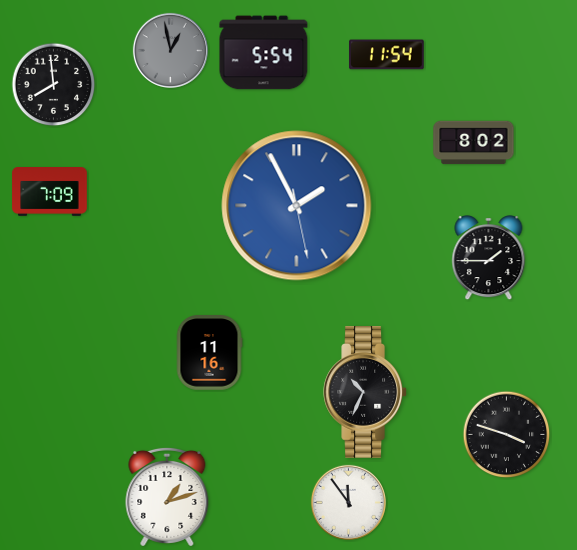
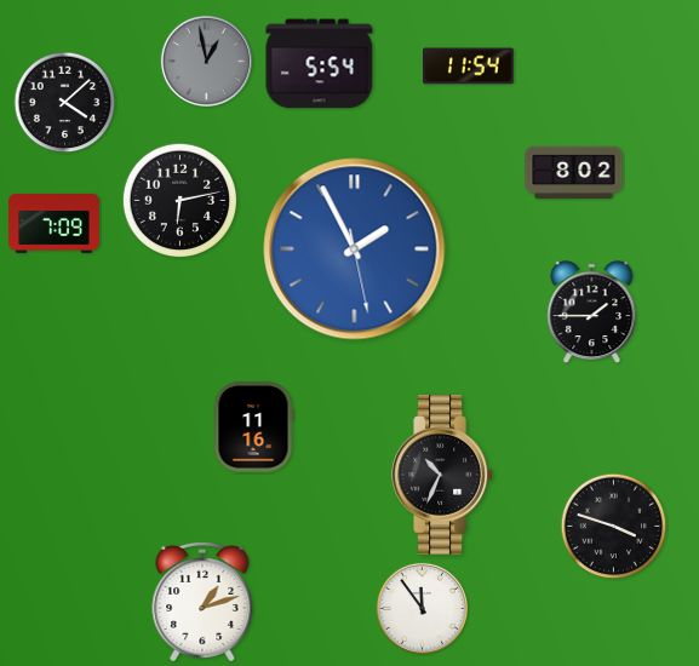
clock at (54, 85): 7:59 -> 4:08
clock at (181, 201): none -> 6:13
clock at (50, 192) position: (50, 192) -> (55, 224)
clock at (297, 206) position: (297, 206) -> (355, 249)
